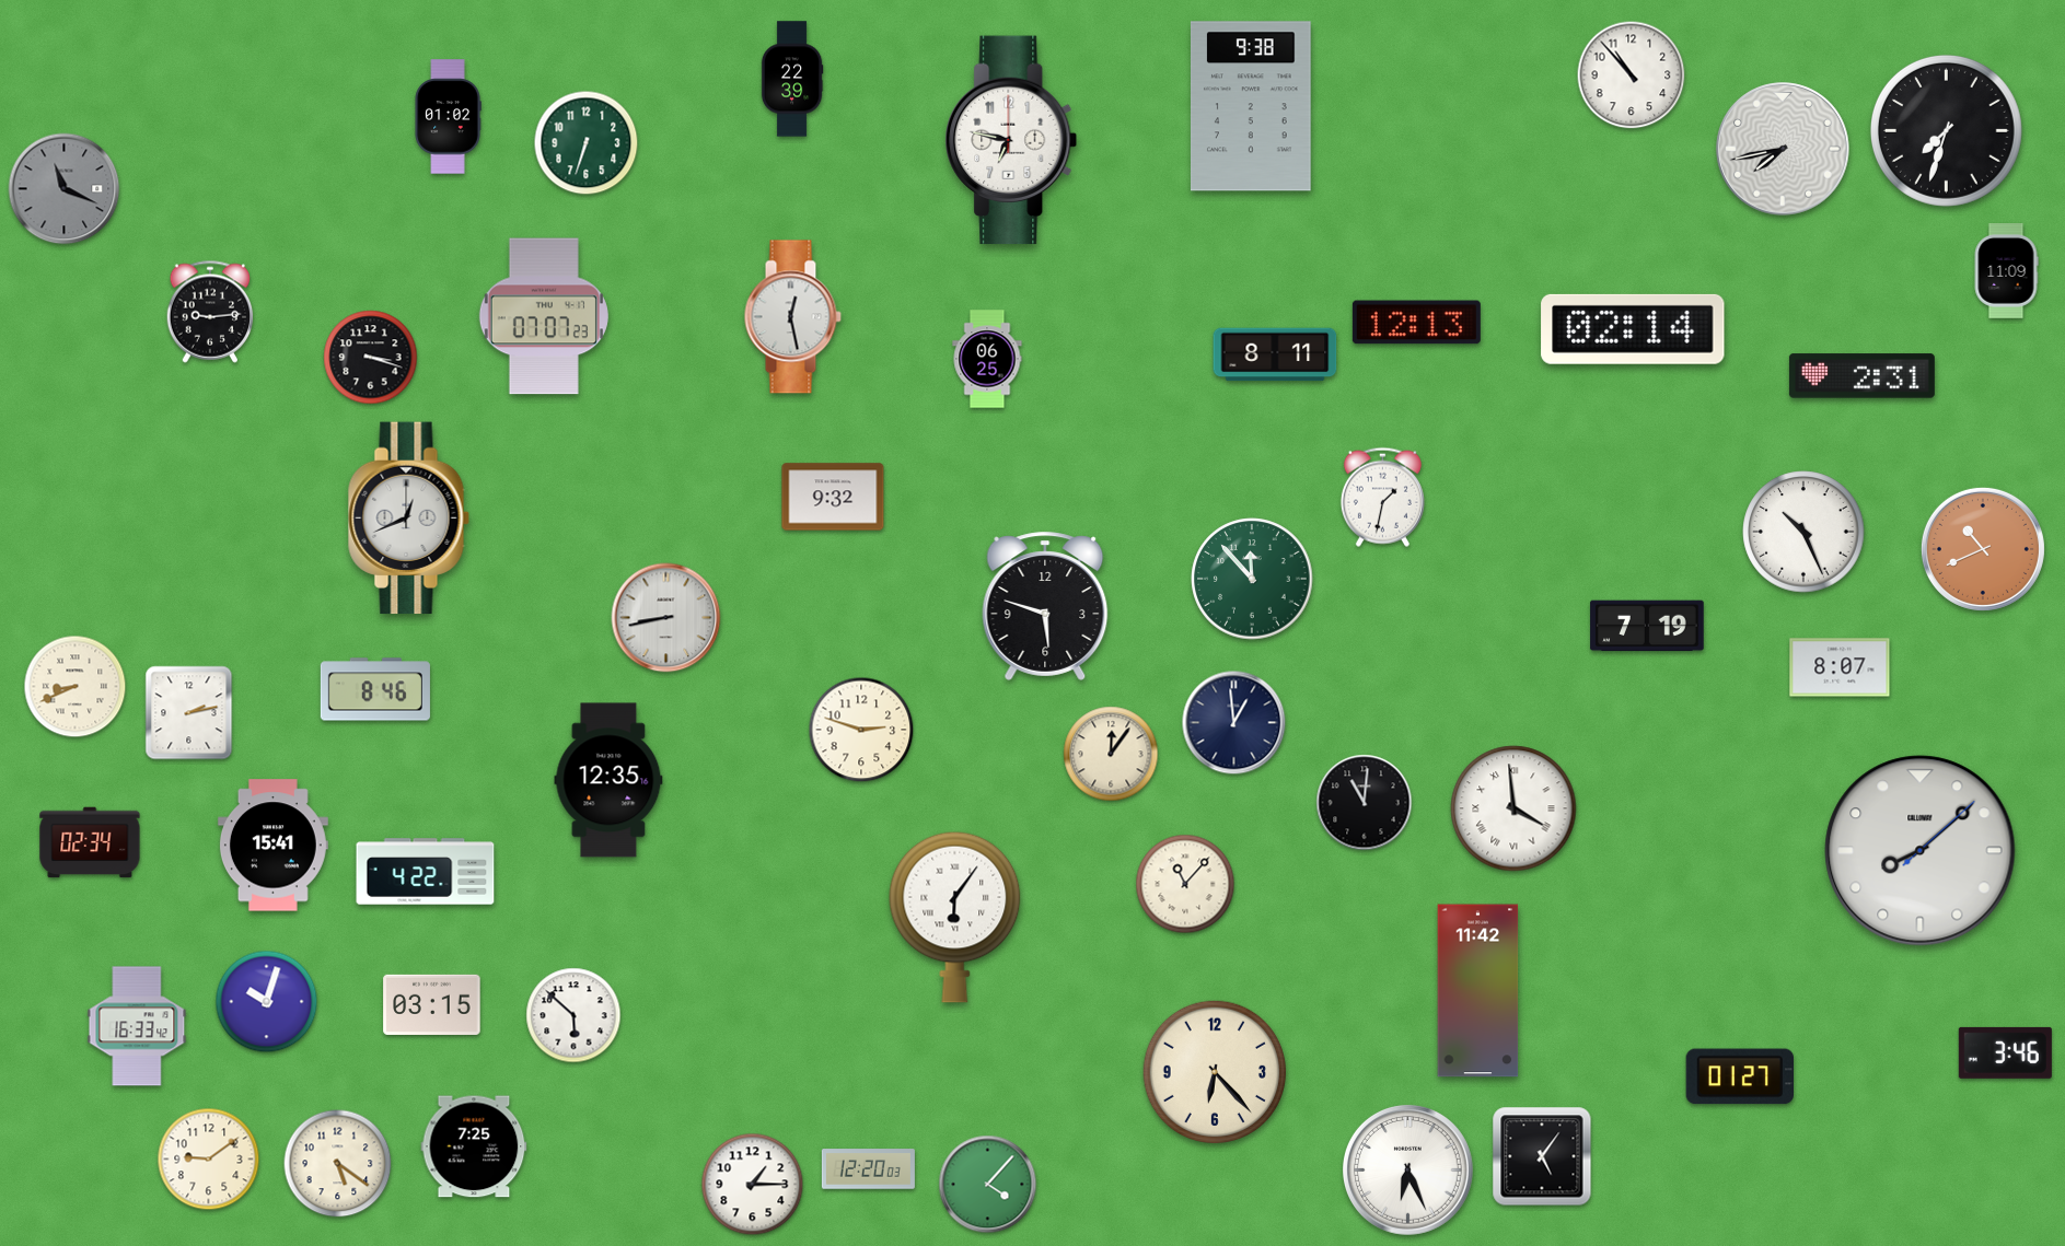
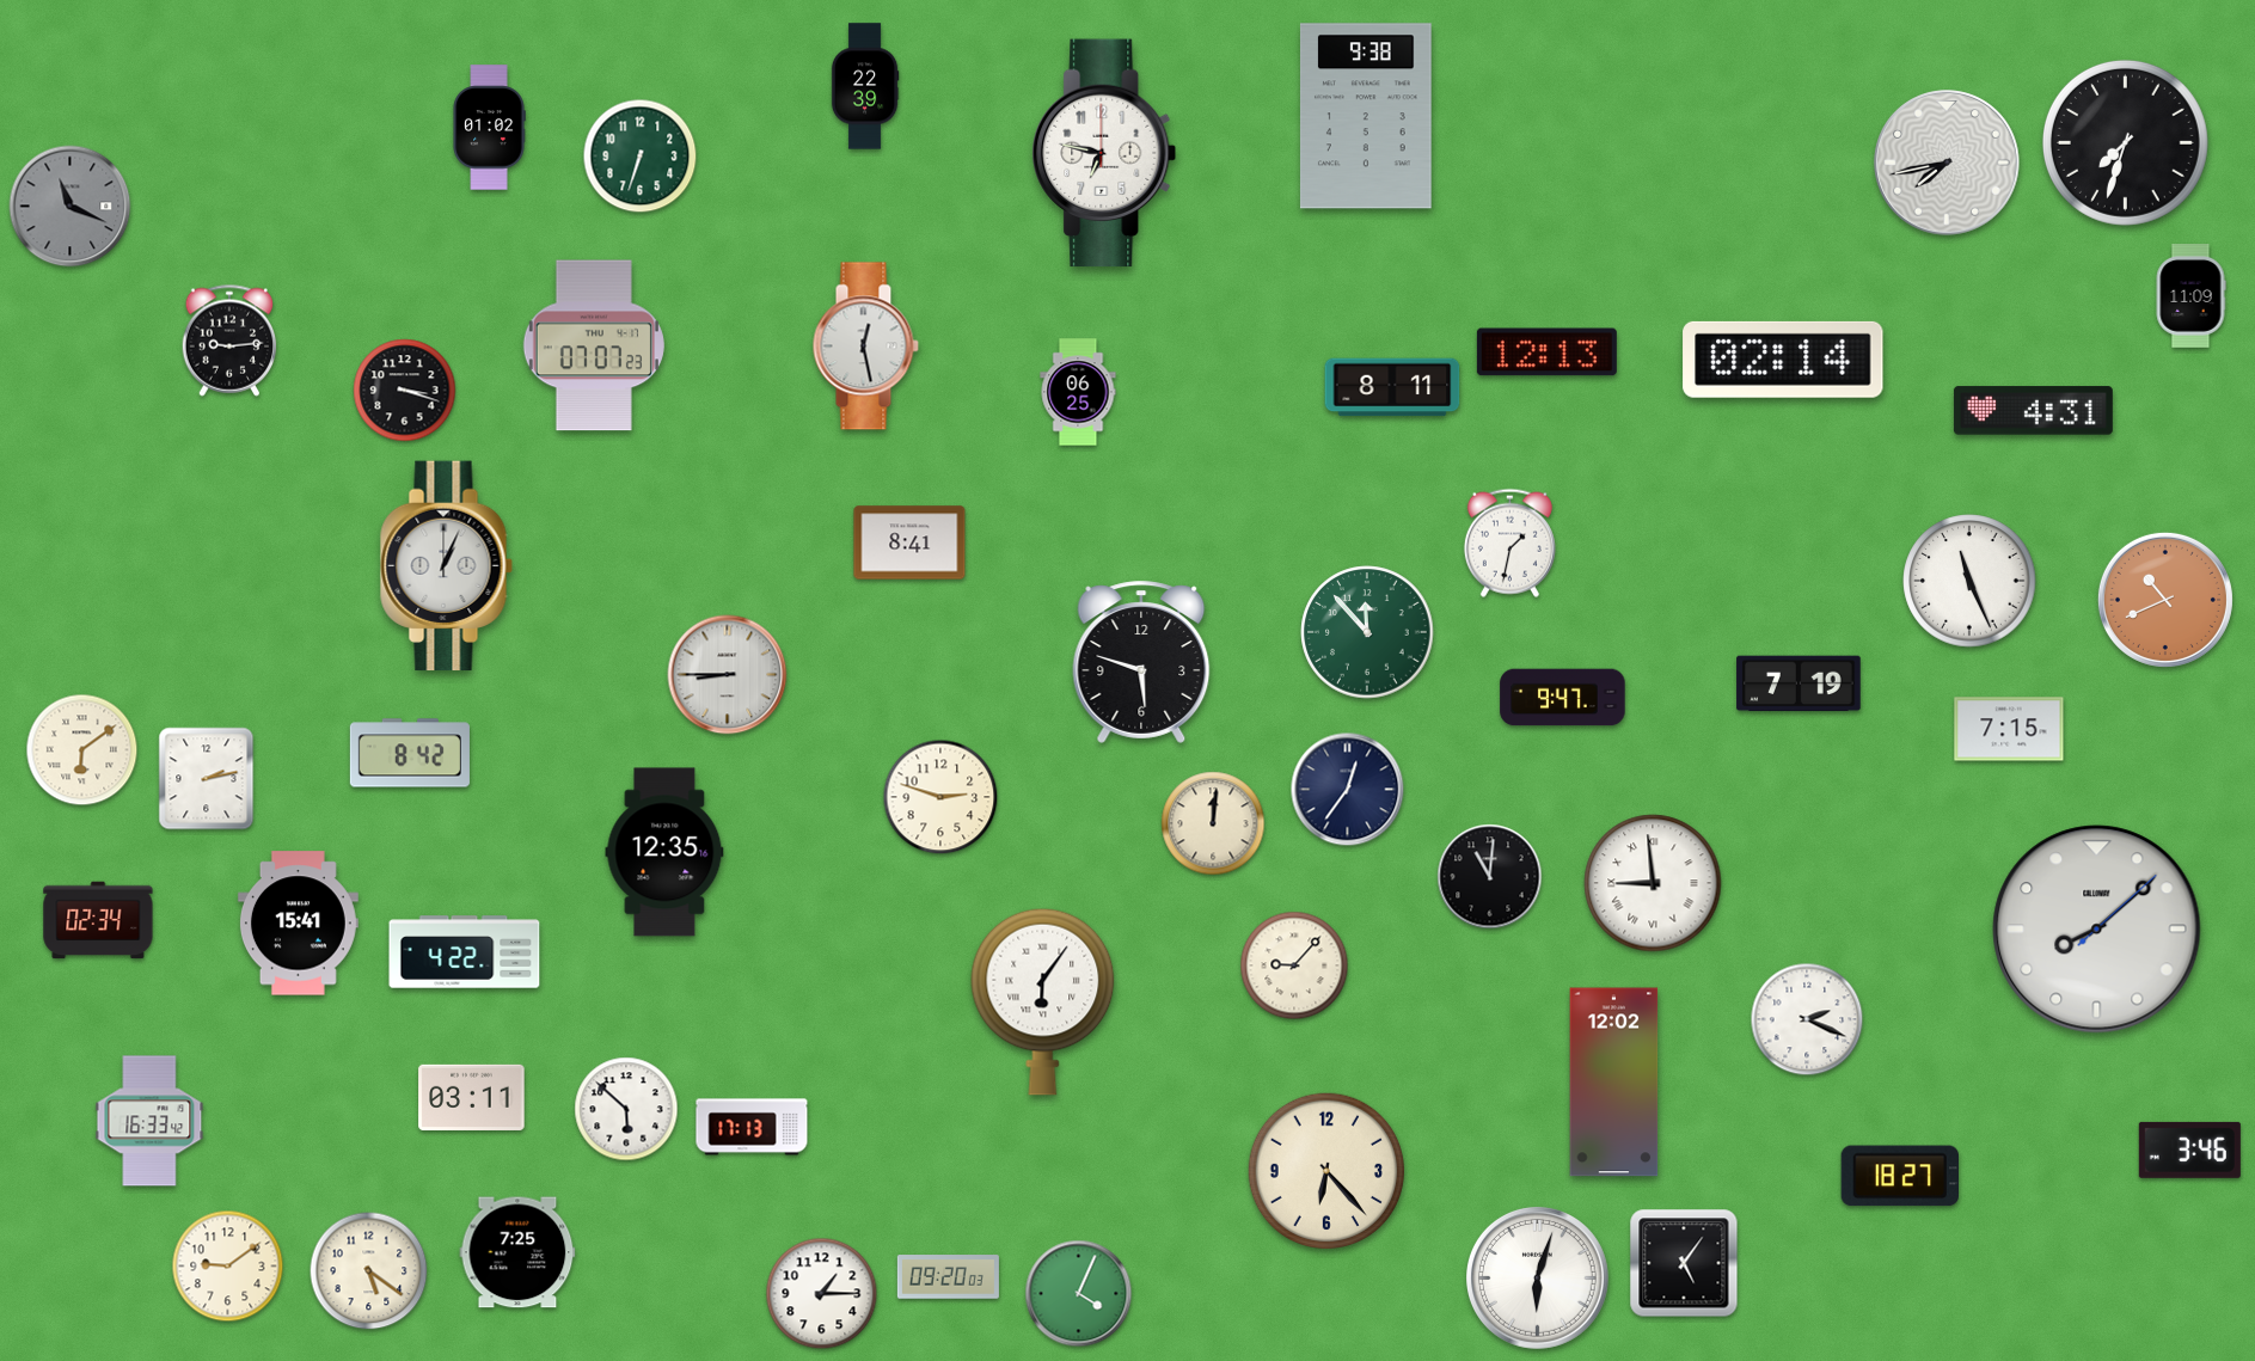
clock at (1632, 75): 10:53 -> none
clock at (1861, 376): 2:31 -> 4:31
clock at (833, 497): 9:32 -> 8:41
clock at (408, 519): 12:41 -> 1:04
clock at (1803, 532): 10:26 -> 11:26
clock at (666, 618): 8:43 -> 8:45
clock at (1563, 698): none -> 9:47
clock at (1840, 667): 8:07 -> 7:15
clock at (76, 687): 8:41 -> 6:09
clock at (375, 689): 8:46 -> 8:42
clock at (1234, 723): 12:59 -> 12:36
clock at (1111, 754): 12:06 -> 12:01
clock at (1513, 808): 3:59 -> 8:59
clock at (1185, 884): 11:07 -> 9:07
clock at (1807, 1019): none -> 2:19
clock at (1478, 991): 11:42 -> 12:02
clock at (267, 1002): 10:03 -> none
clock at (432, 1004): 03:15 -> 03:11
clock at (752, 1127): none -> 17:13
clock at (1739, 1076): 01:27 -> 18:27
clock at (868, 1169): 12:20 -> 09:20
clock at (1408, 1171): 6:26 -> 6:03
clock at (988, 1185): 4:07 -> 4:04
